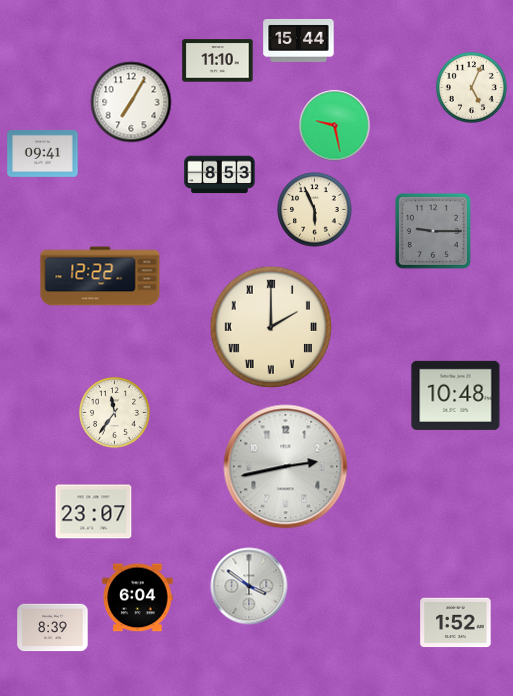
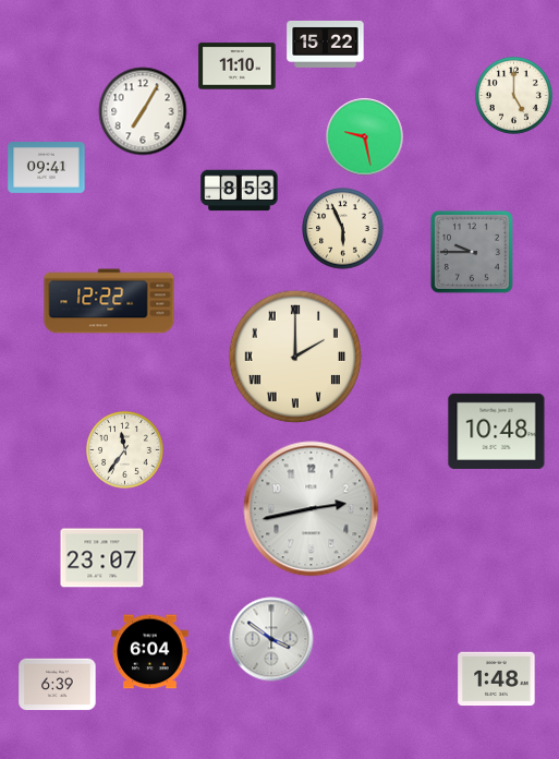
clock at (299, 40): 15:44 -> 15:22
clock at (471, 87): 5:04 -> 5:00
clock at (433, 231): 9:15 -> 9:45
clock at (456, 623): 1:52 -> 1:48
clock at (53, 628): 8:39 -> 6:39
